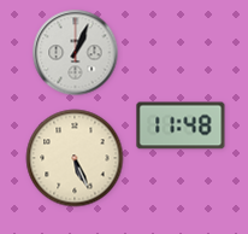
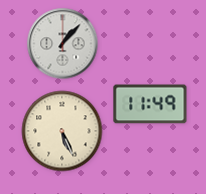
clock at (76, 53): 1:04 -> 1:07
clock at (181, 125): 11:48 -> 11:49
